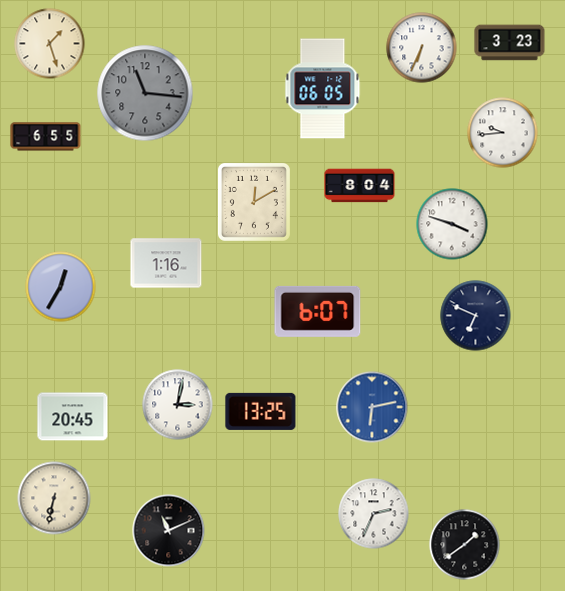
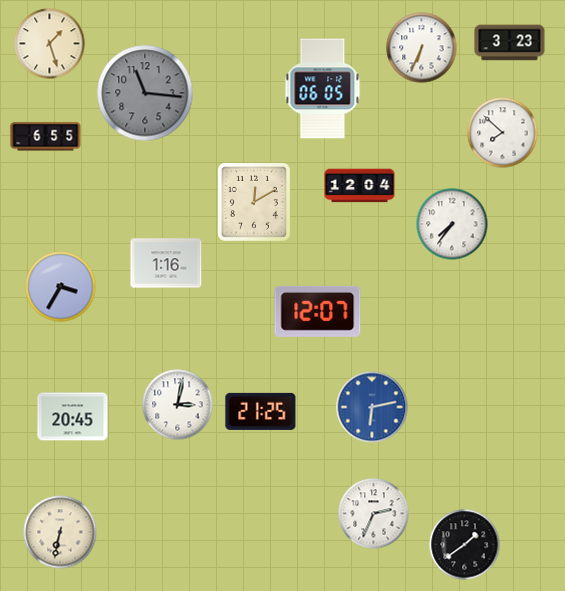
clock at (503, 133): 9:44 -> 7:52
clock at (360, 186): 8:04 -> 12:04
clock at (452, 224): 3:48 -> 7:36
clock at (61, 287): 12:35 -> 3:35
clock at (318, 311): 6:07 -> 12:07
clock at (476, 316): 6:49 -> none
clock at (261, 411): 13:25 -> 21:25
clock at (54, 498) position: (54, 498) -> (60, 532)
clock at (169, 531): 11:11 -> none
